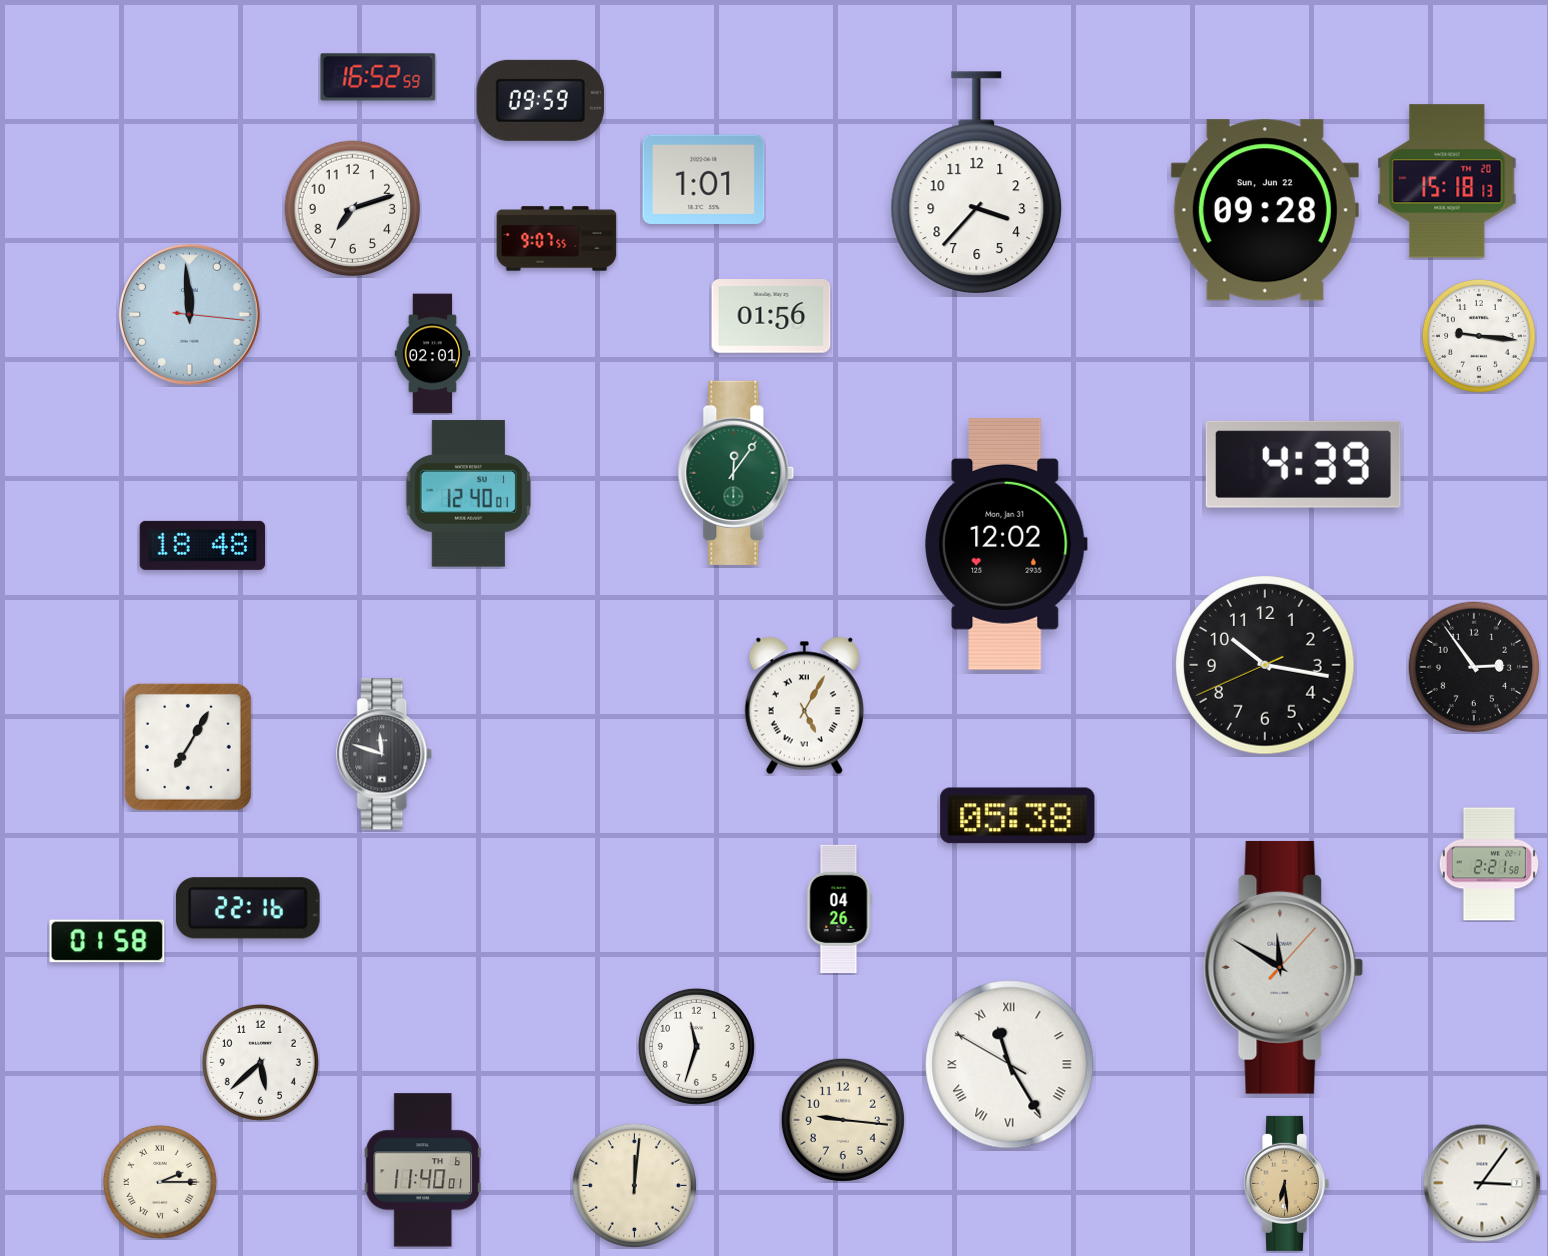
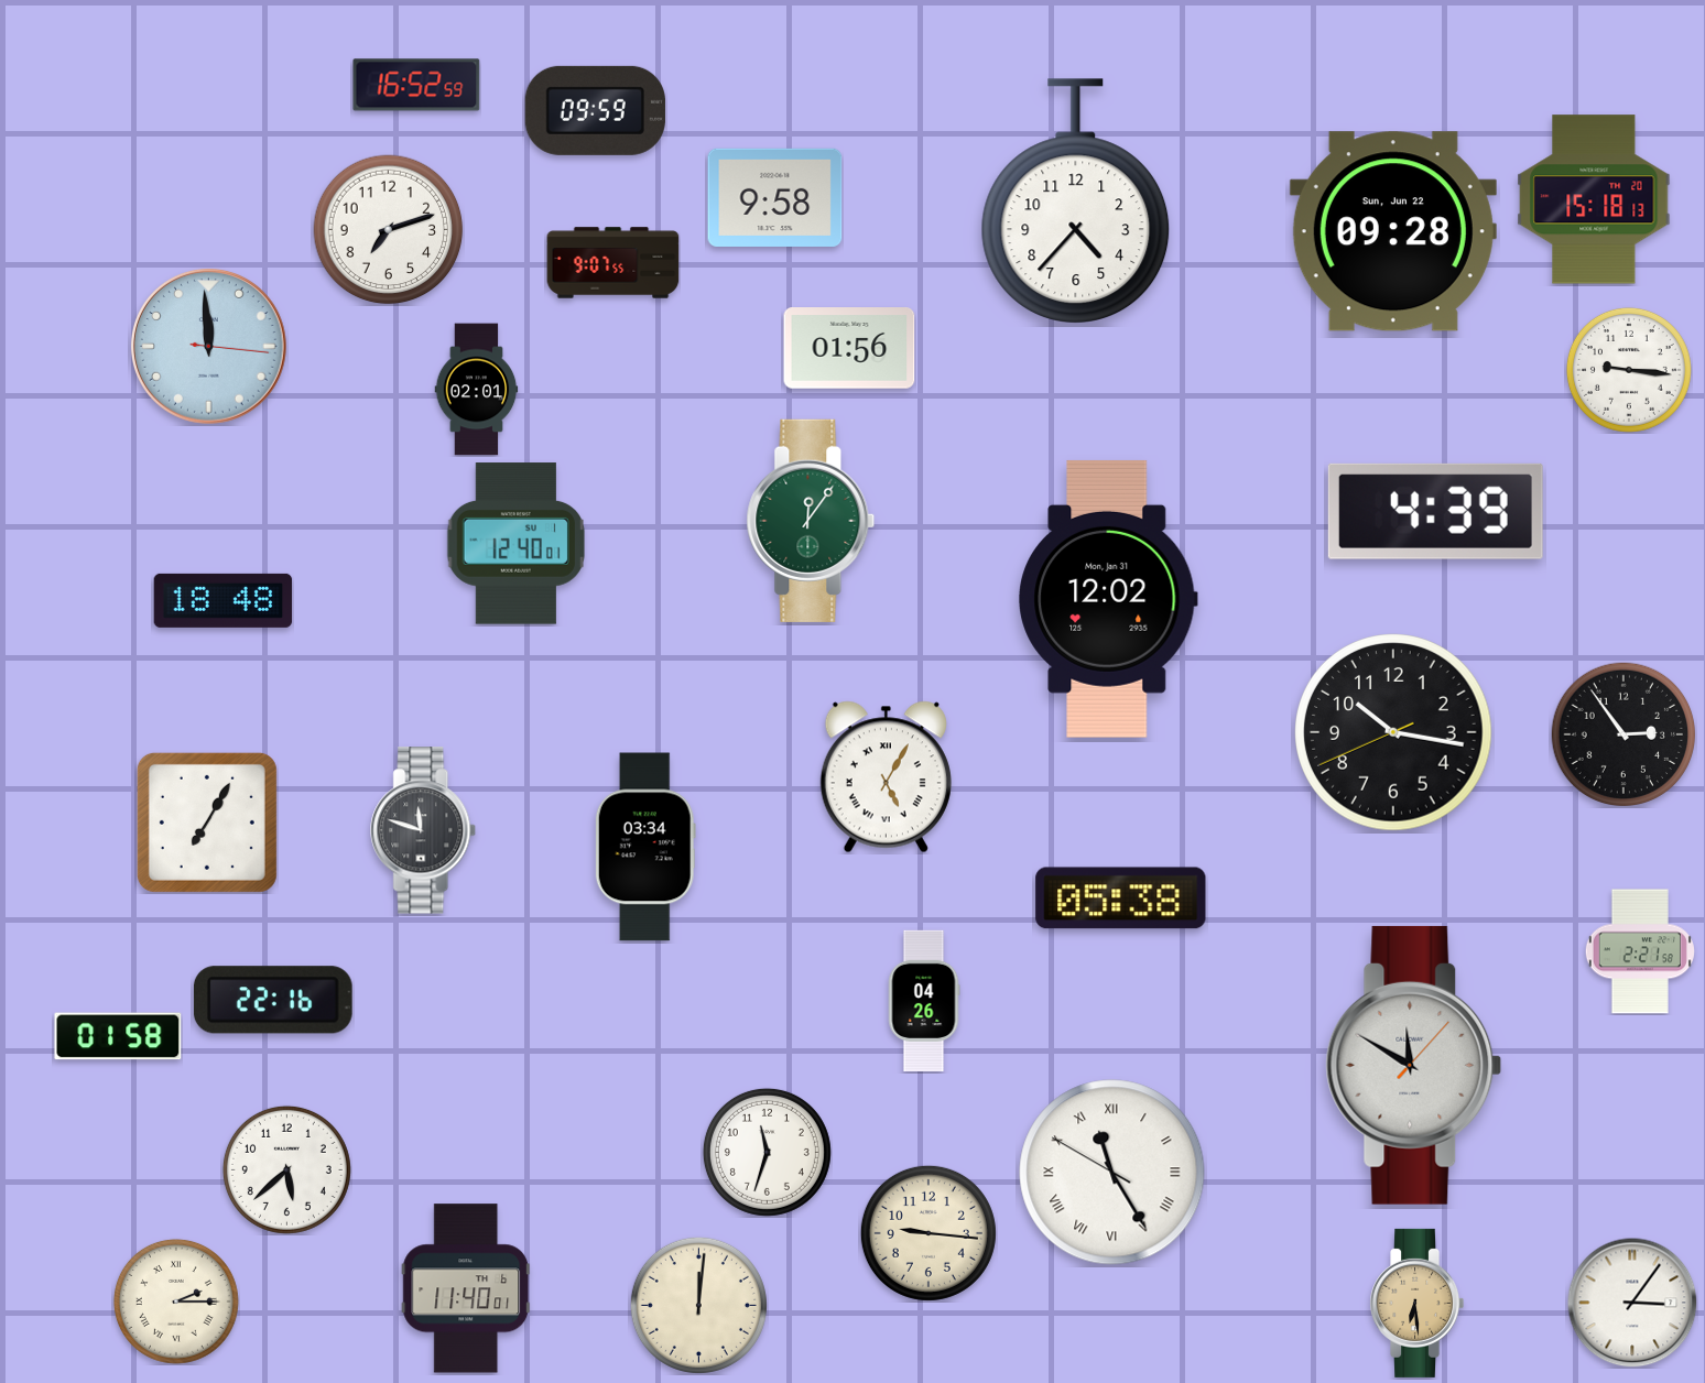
clock at (704, 179): 1:01 -> 9:58
clock at (977, 182): 3:37 -> 4:37
clock at (645, 847): none -> 03:34
